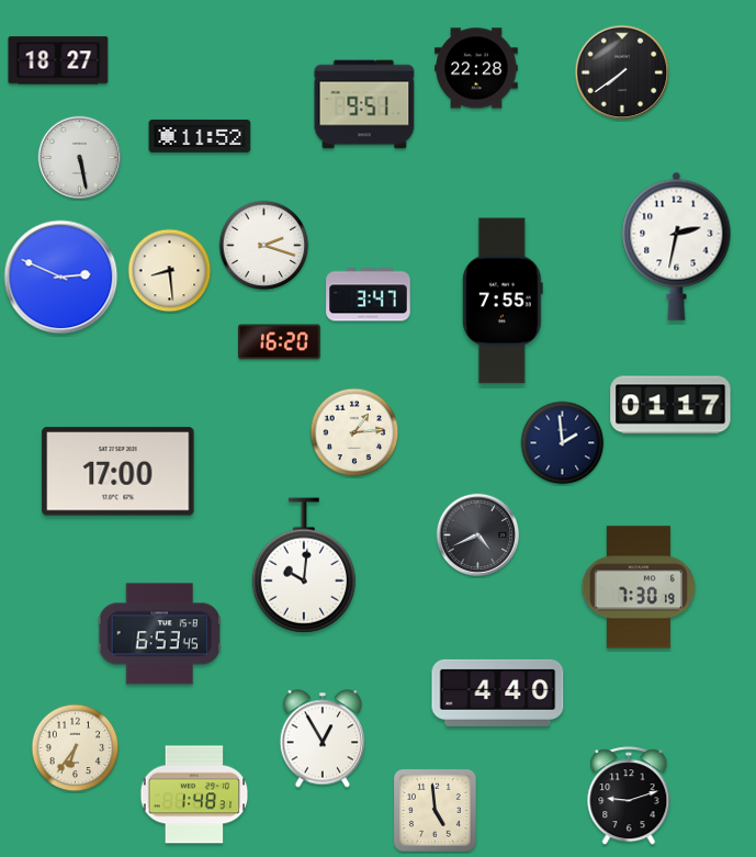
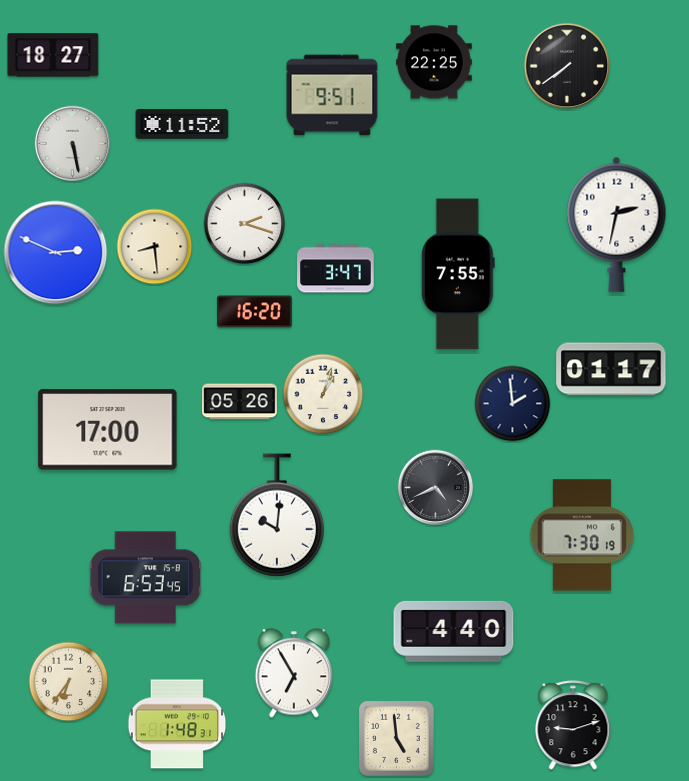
clock at (476, 68): 22:28 -> 22:25
clock at (264, 246) position: (264, 246) -> (245, 224)
clock at (354, 432): 1:14 -> 1:03
clock at (240, 402): none -> 05:26
clock at (323, 738): 12:55 -> 6:55
